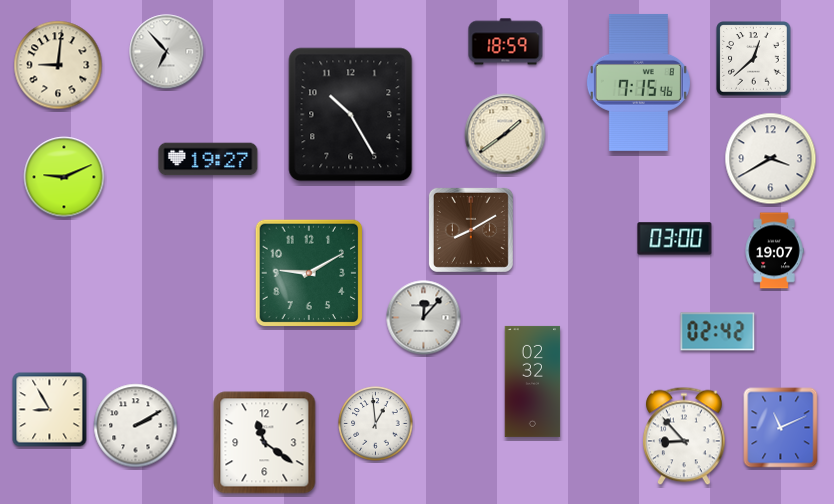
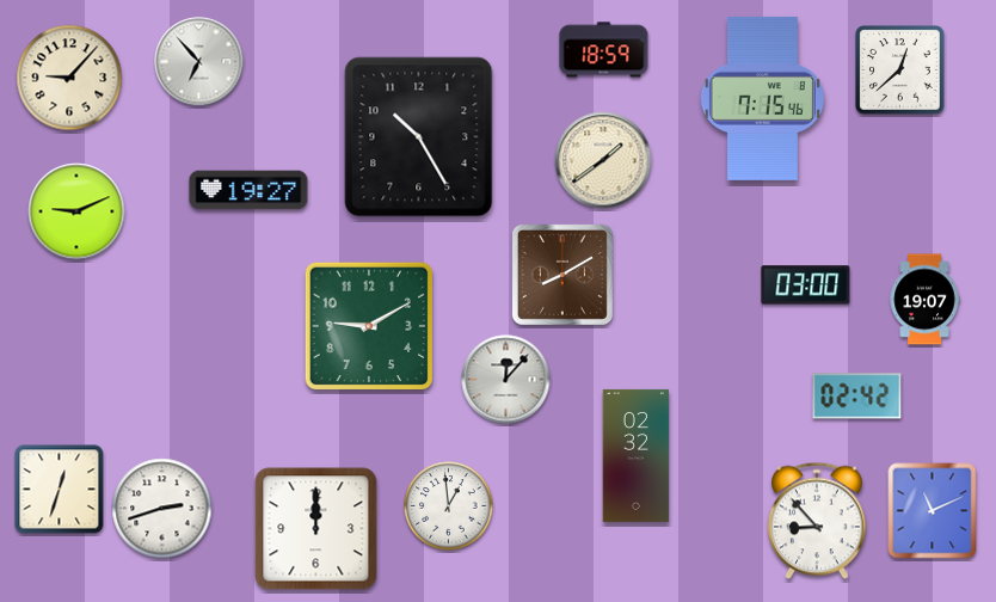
clock at (58, 65): 9:01 -> 9:07
clock at (771, 159): 3:40 -> none
clock at (50, 410): 8:55 -> 12:33
clock at (136, 426): 2:10 -> 2:42
clock at (265, 443): 11:21 -> 12:00
